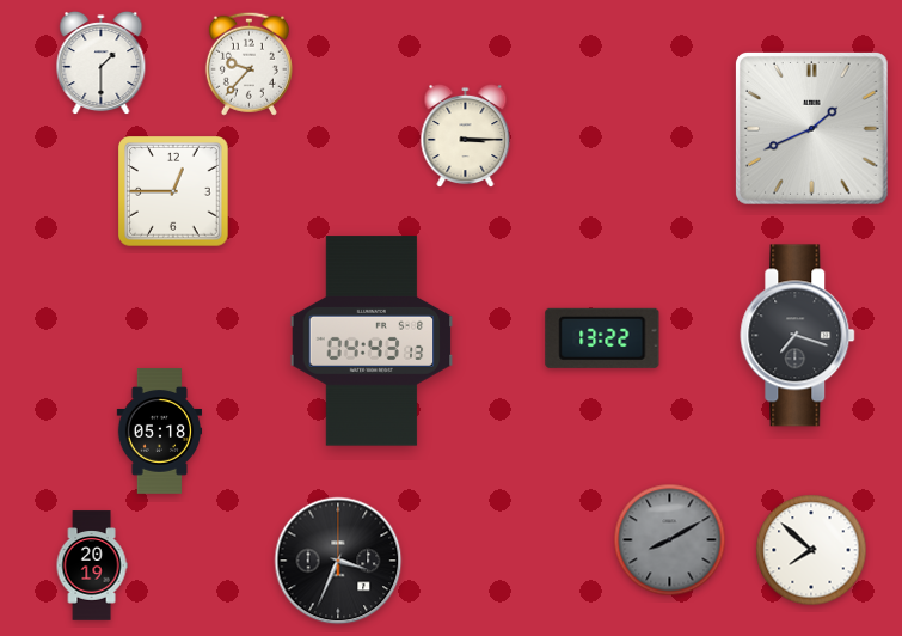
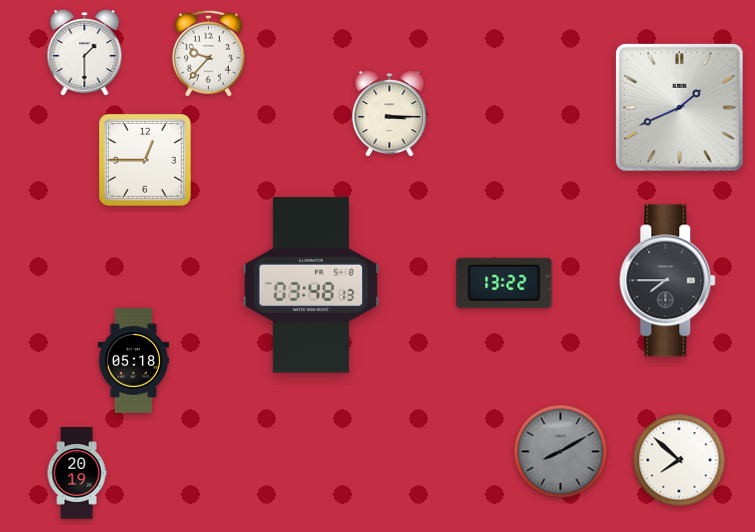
clock at (798, 336): 7:18 -> 7:45
clock at (372, 341): 04:43 -> 03:48
clock at (338, 561): 3:34 -> none
